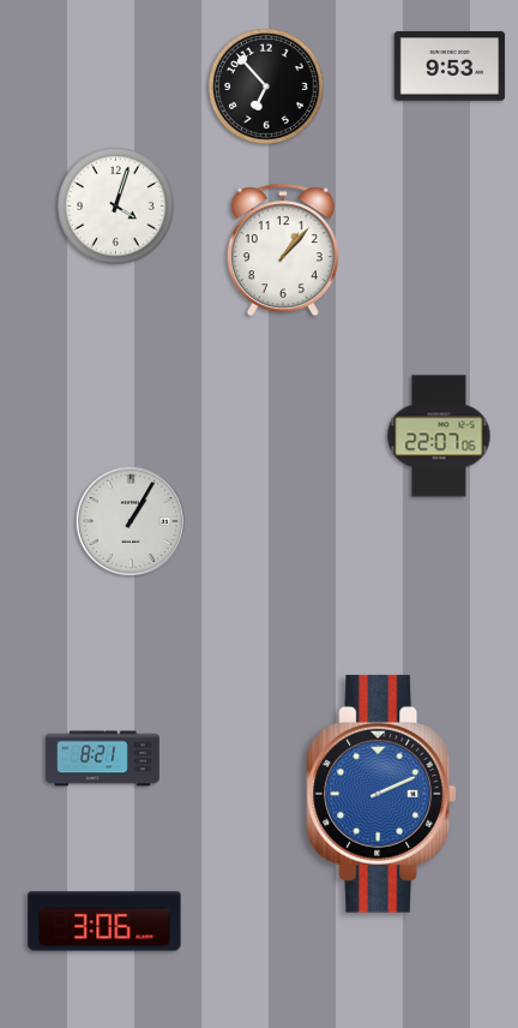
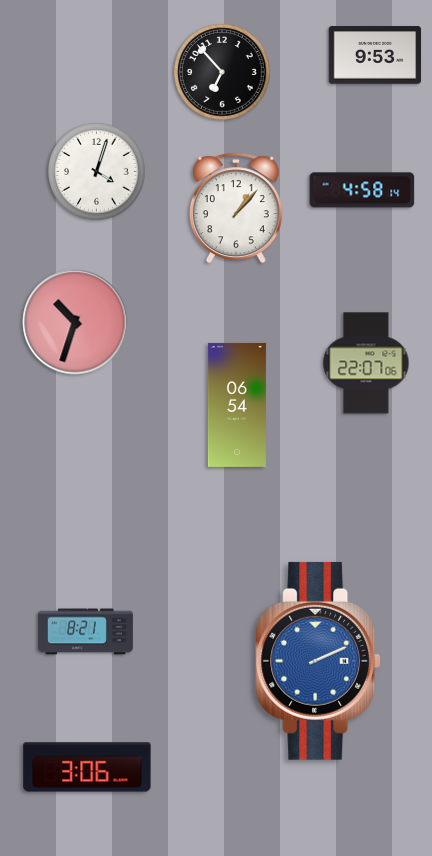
clock at (362, 190): none -> 4:58
clock at (75, 322): none -> 10:33
clock at (237, 405): none -> 06:54
clock at (129, 520): 1:05 -> none
